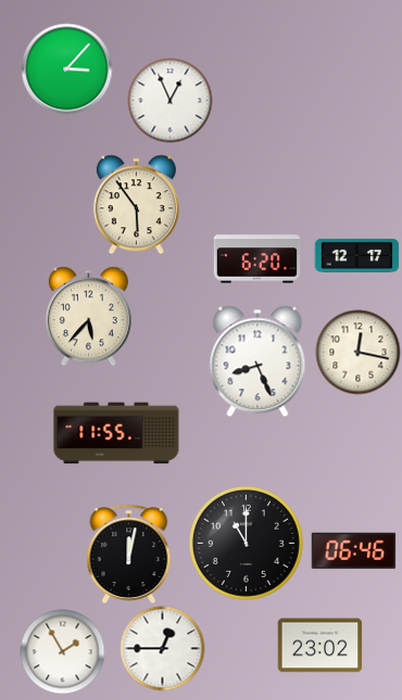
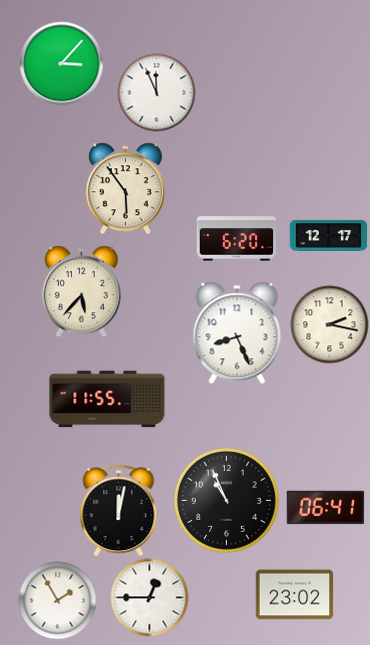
clock at (169, 100): 12:56 -> 11:56
clock at (357, 352): 12:17 -> 2:17
clock at (246, 543): 11:00 -> 10:56
clock at (353, 551): 06:46 -> 06:41
